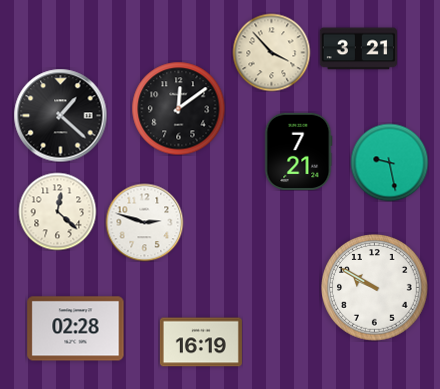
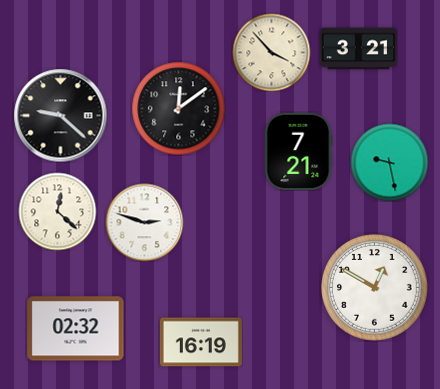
clock at (60, 115): 1:22 -> 9:22
clock at (375, 288): 9:50 -> 12:50
clock at (76, 329): 02:28 -> 02:32
